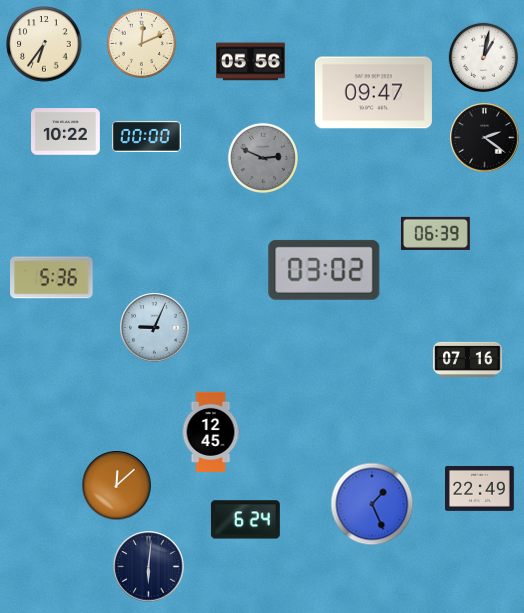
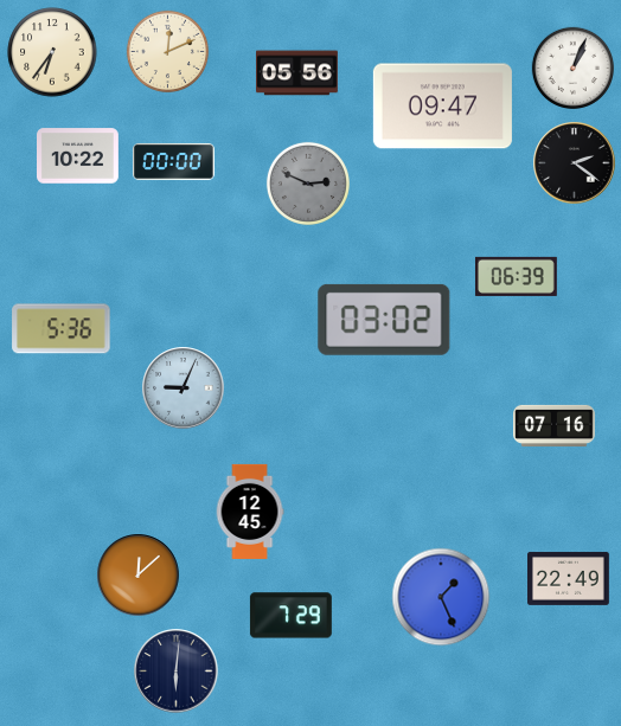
clock at (483, 57): 1:02 -> 1:04
clock at (373, 93) position: (373, 93) -> (442, 107)
clock at (263, 158) position: (263, 158) -> (308, 184)
clock at (245, 520): 6:24 -> 7:29
